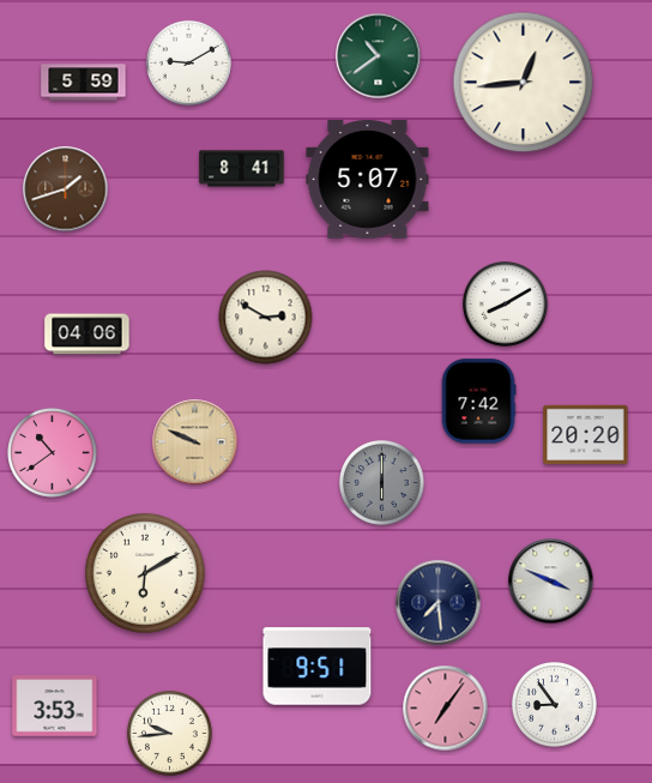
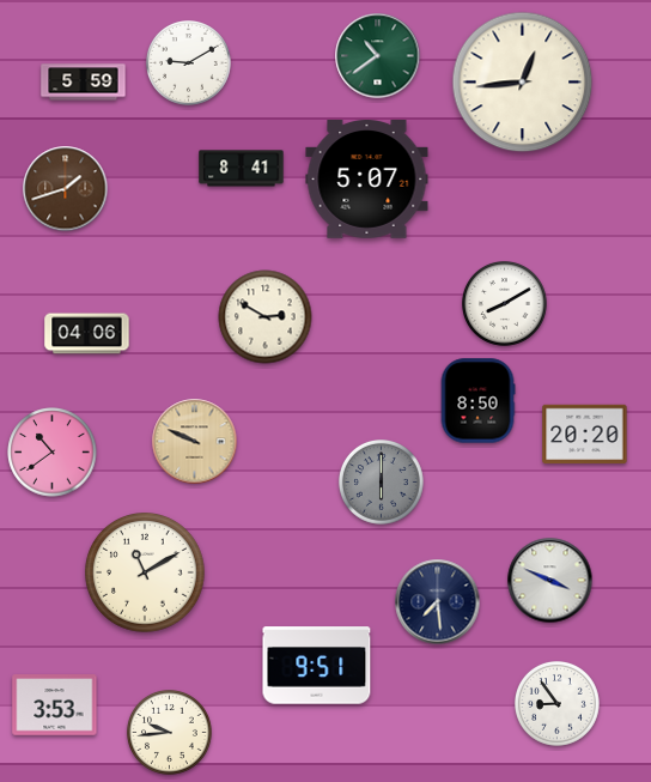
clock at (478, 402): 7:42 -> 8:50
clock at (146, 574): 6:10 -> 11:10
clock at (555, 705) position: (555, 705) -> (558, 704)
clock at (446, 709): 7:06 -> none
